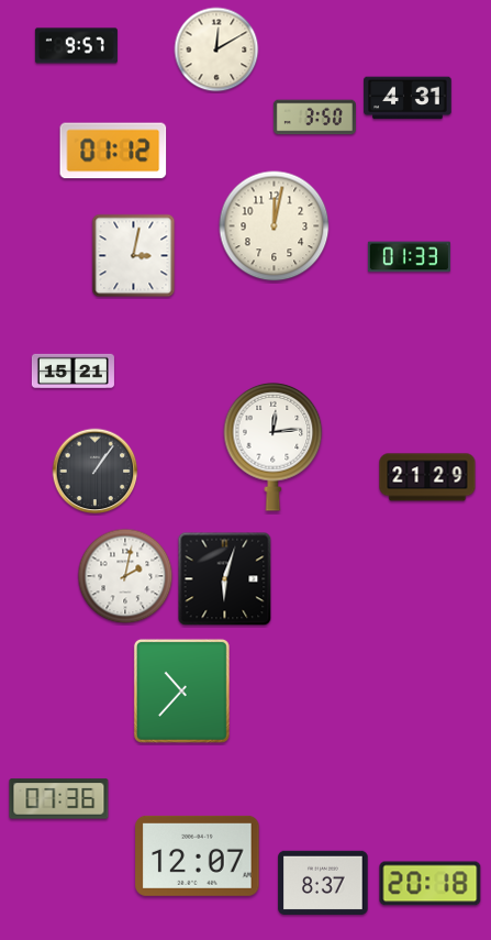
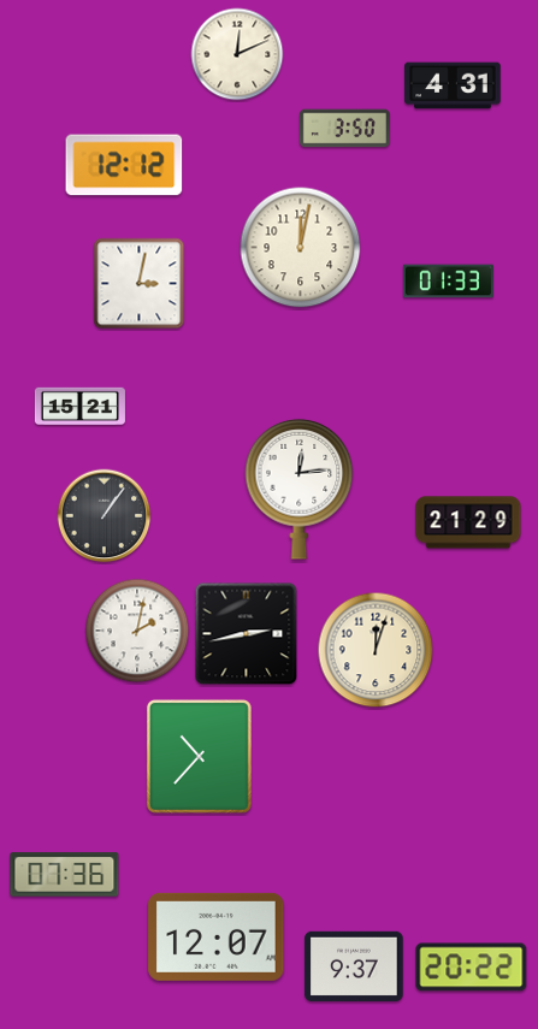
clock at (76, 46): 9:57 -> none
clock at (216, 49): 12:10 -> 12:11
clock at (408, 98) position: (408, 98) -> (453, 85)
clock at (113, 151): 01:12 -> 12:12
clock at (134, 256) position: (134, 256) -> (140, 284)
clock at (225, 579): 6:03 -> 2:43
clock at (376, 650): none -> 12:03
clock at (323, 883): 8:37 -> 9:37
clock at (431, 884): 20:18 -> 20:22
